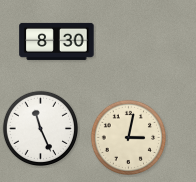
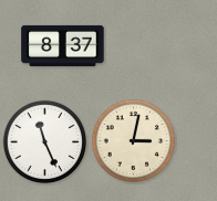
clock at (57, 41): 8:30 -> 8:37
clock at (128, 137) position: (128, 137) -> (133, 140)
